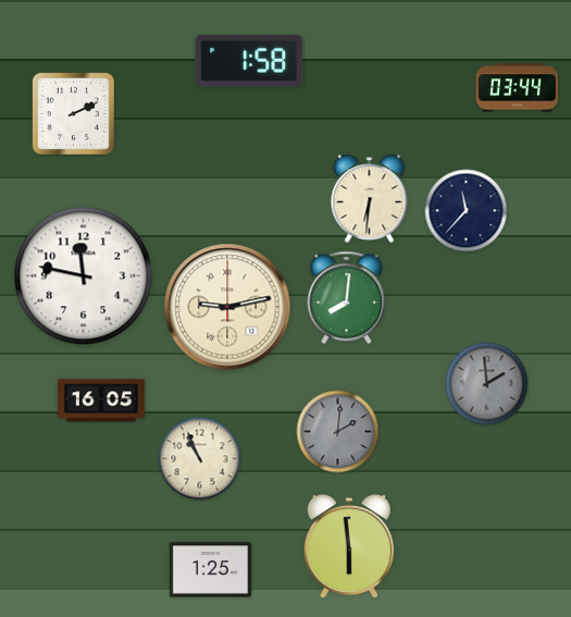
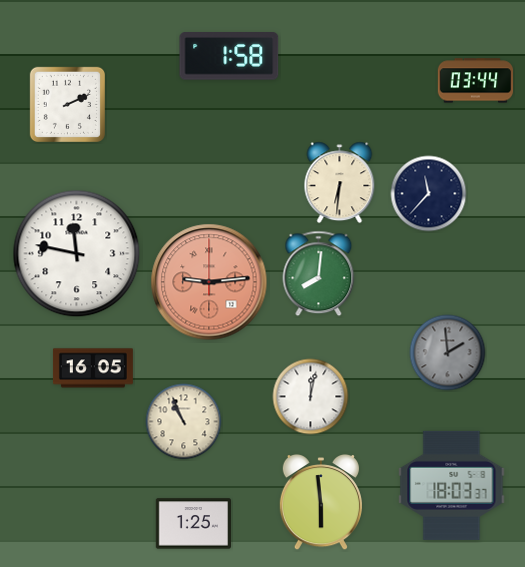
clock at (227, 307): 9:13 -> 9:14
clock at (227, 307) dial: cream -> salmon
clock at (338, 432): 2:01 -> 12:02
clock at (338, 432) dial: grey -> white
clock at (452, 485): none -> 18:03
